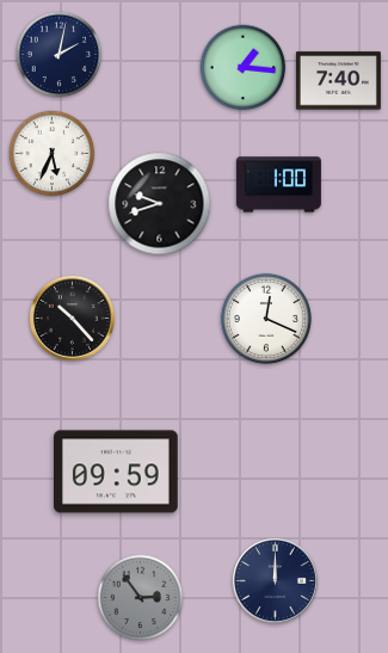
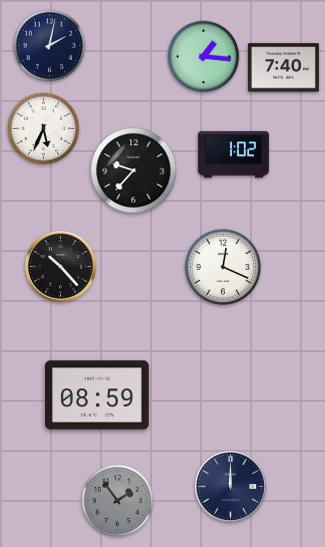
clock at (278, 185): 1:00 -> 1:02
clock at (160, 204): 9:42 -> 9:37
clock at (117, 472): 09:59 -> 08:59
clock at (141, 598): 2:54 -> 1:54
